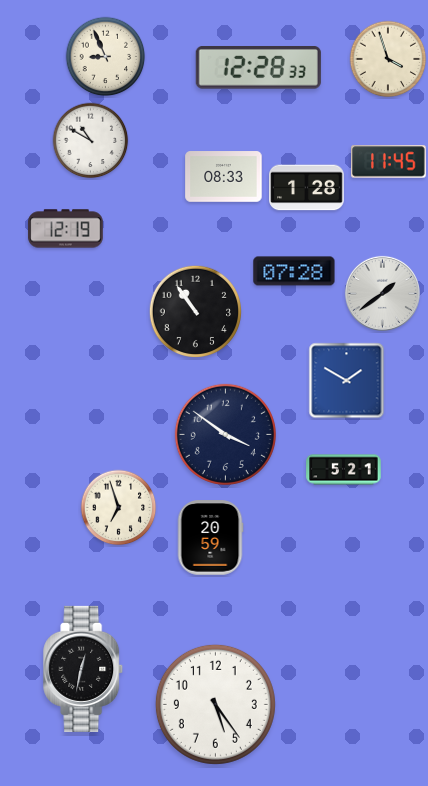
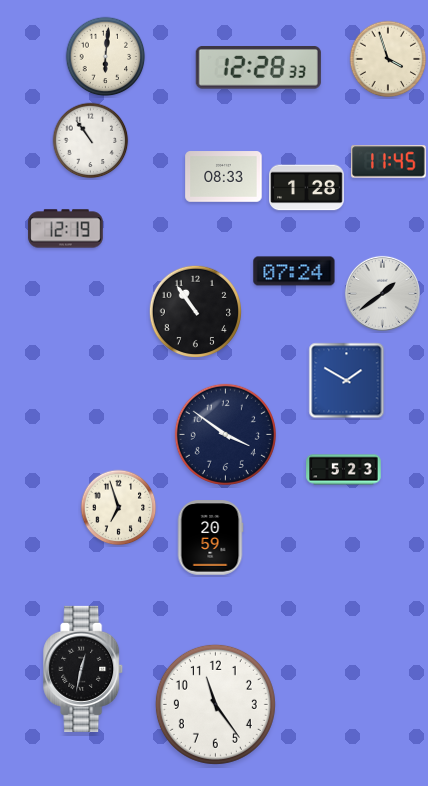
clock at (106, 57): 8:56 -> 6:01
clock at (91, 141): 10:50 -> 10:54
clock at (294, 271): 07:28 -> 07:24
clock at (344, 470): 5:21 -> 5:23
clock at (215, 704): 5:24 -> 11:24
